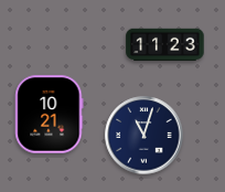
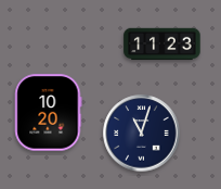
clock at (50, 115): 10:21 -> 10:20
